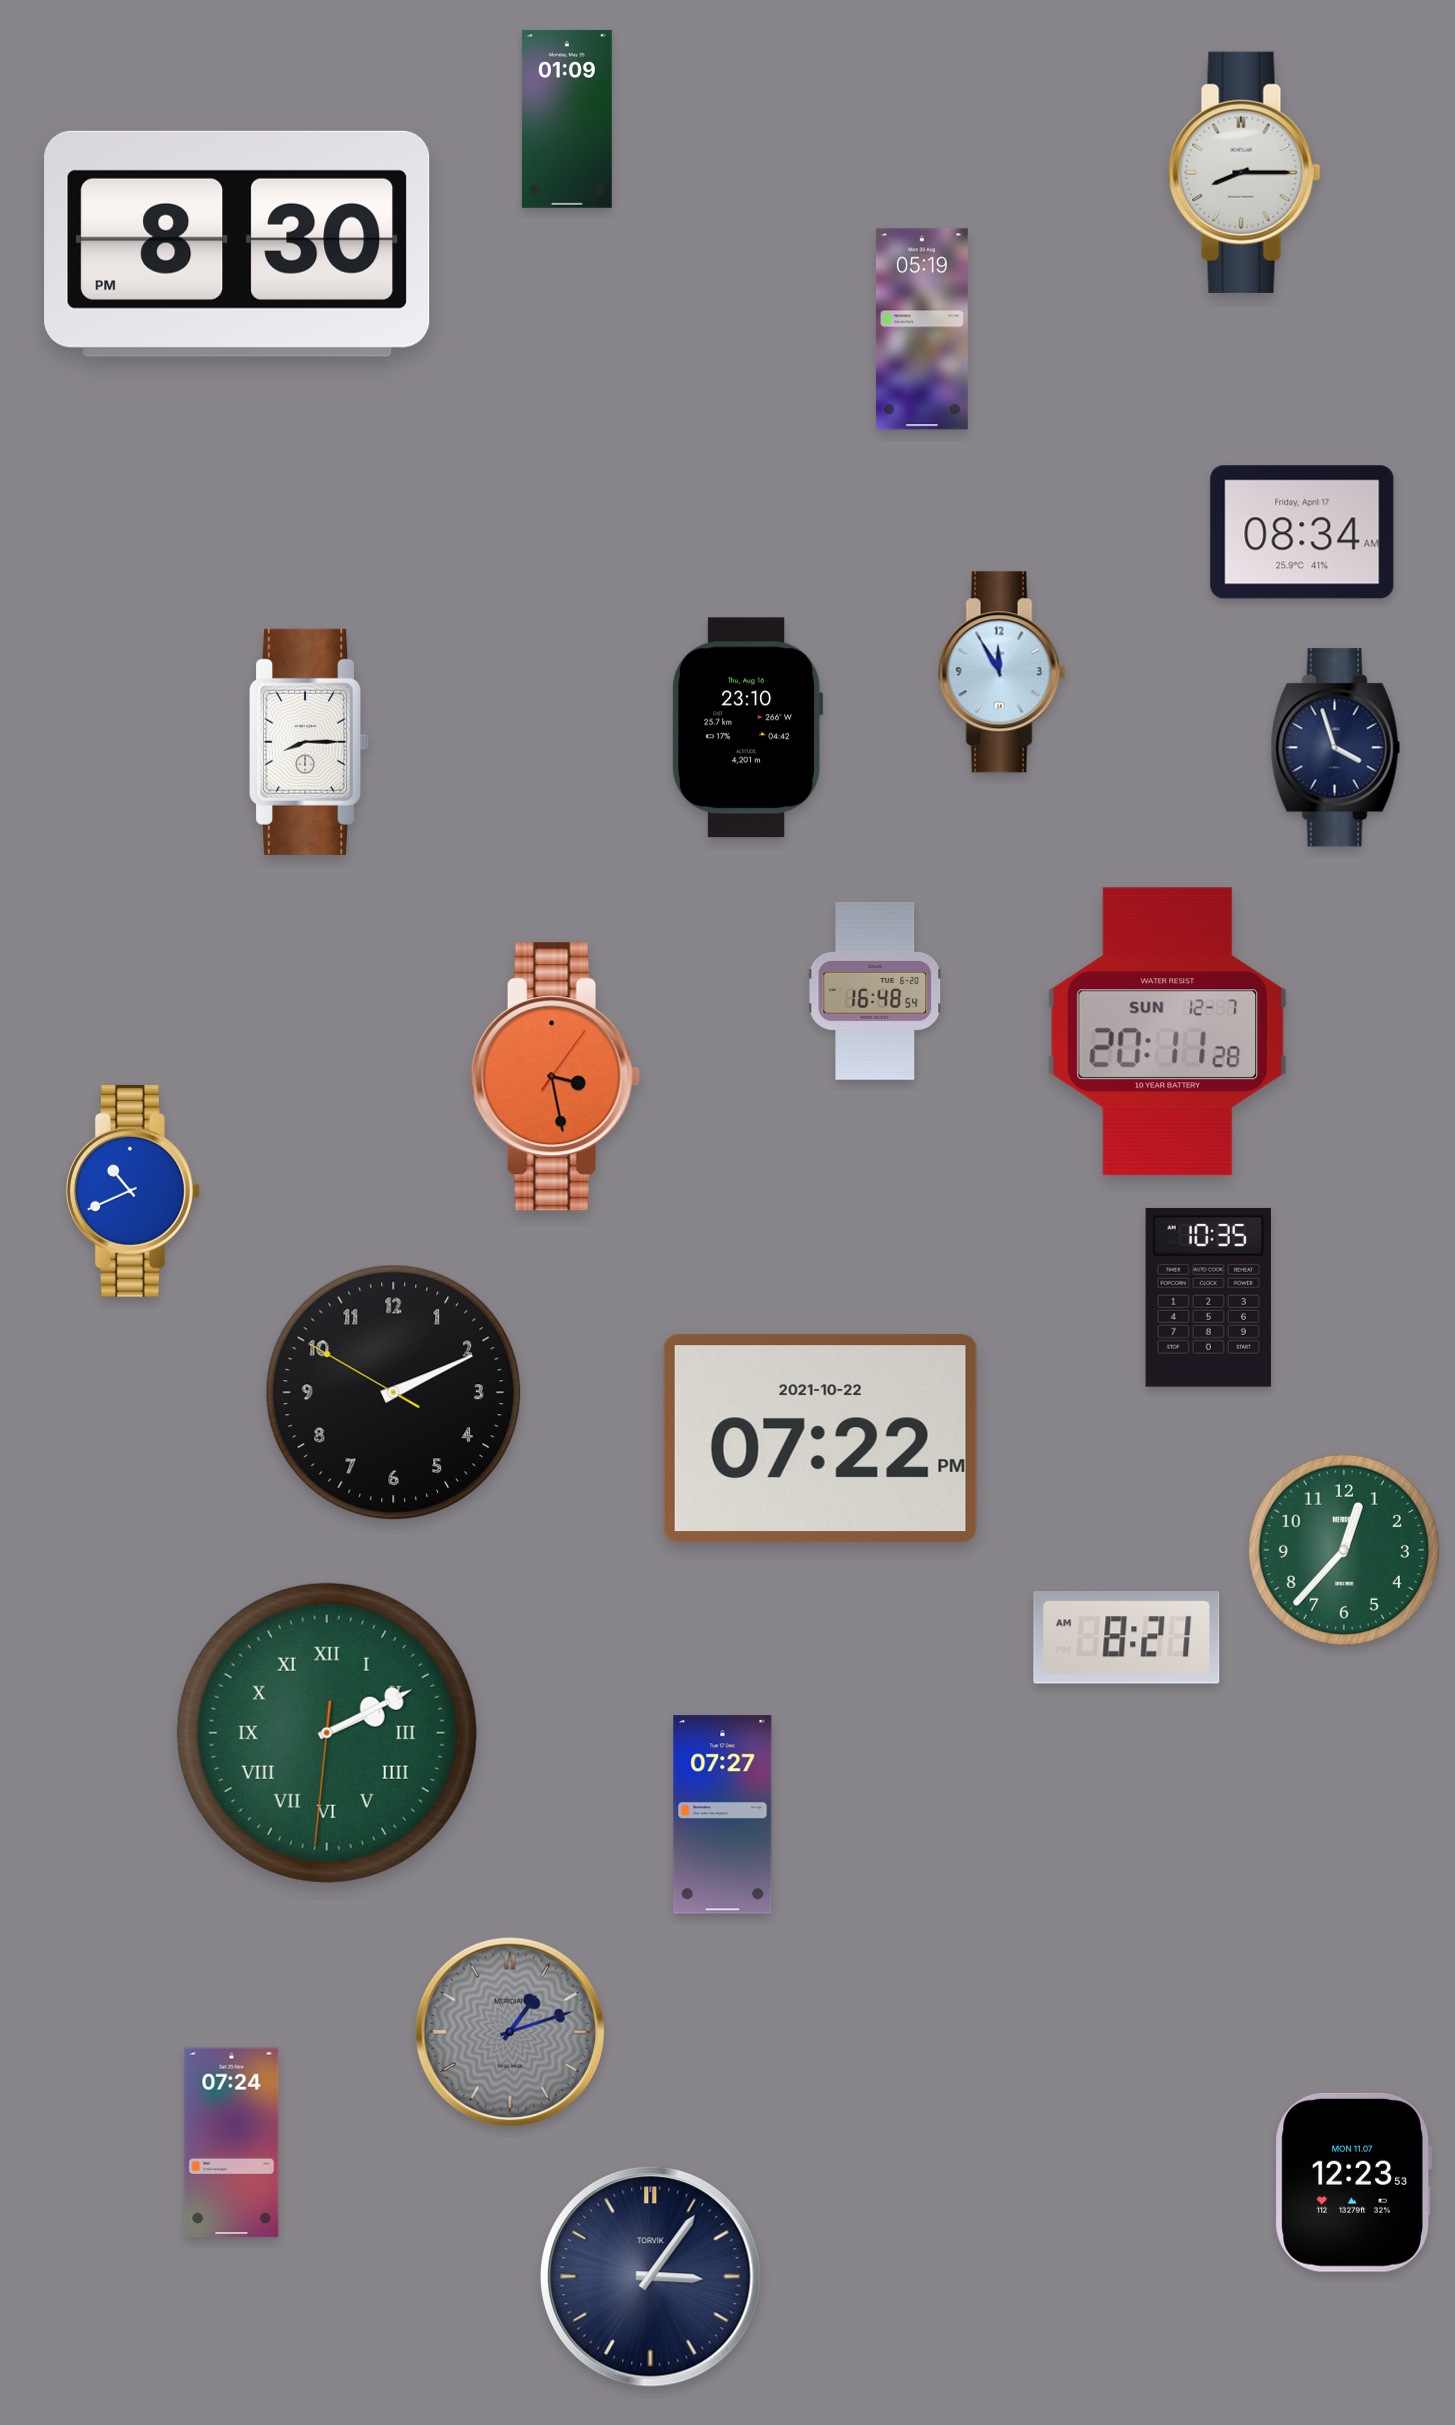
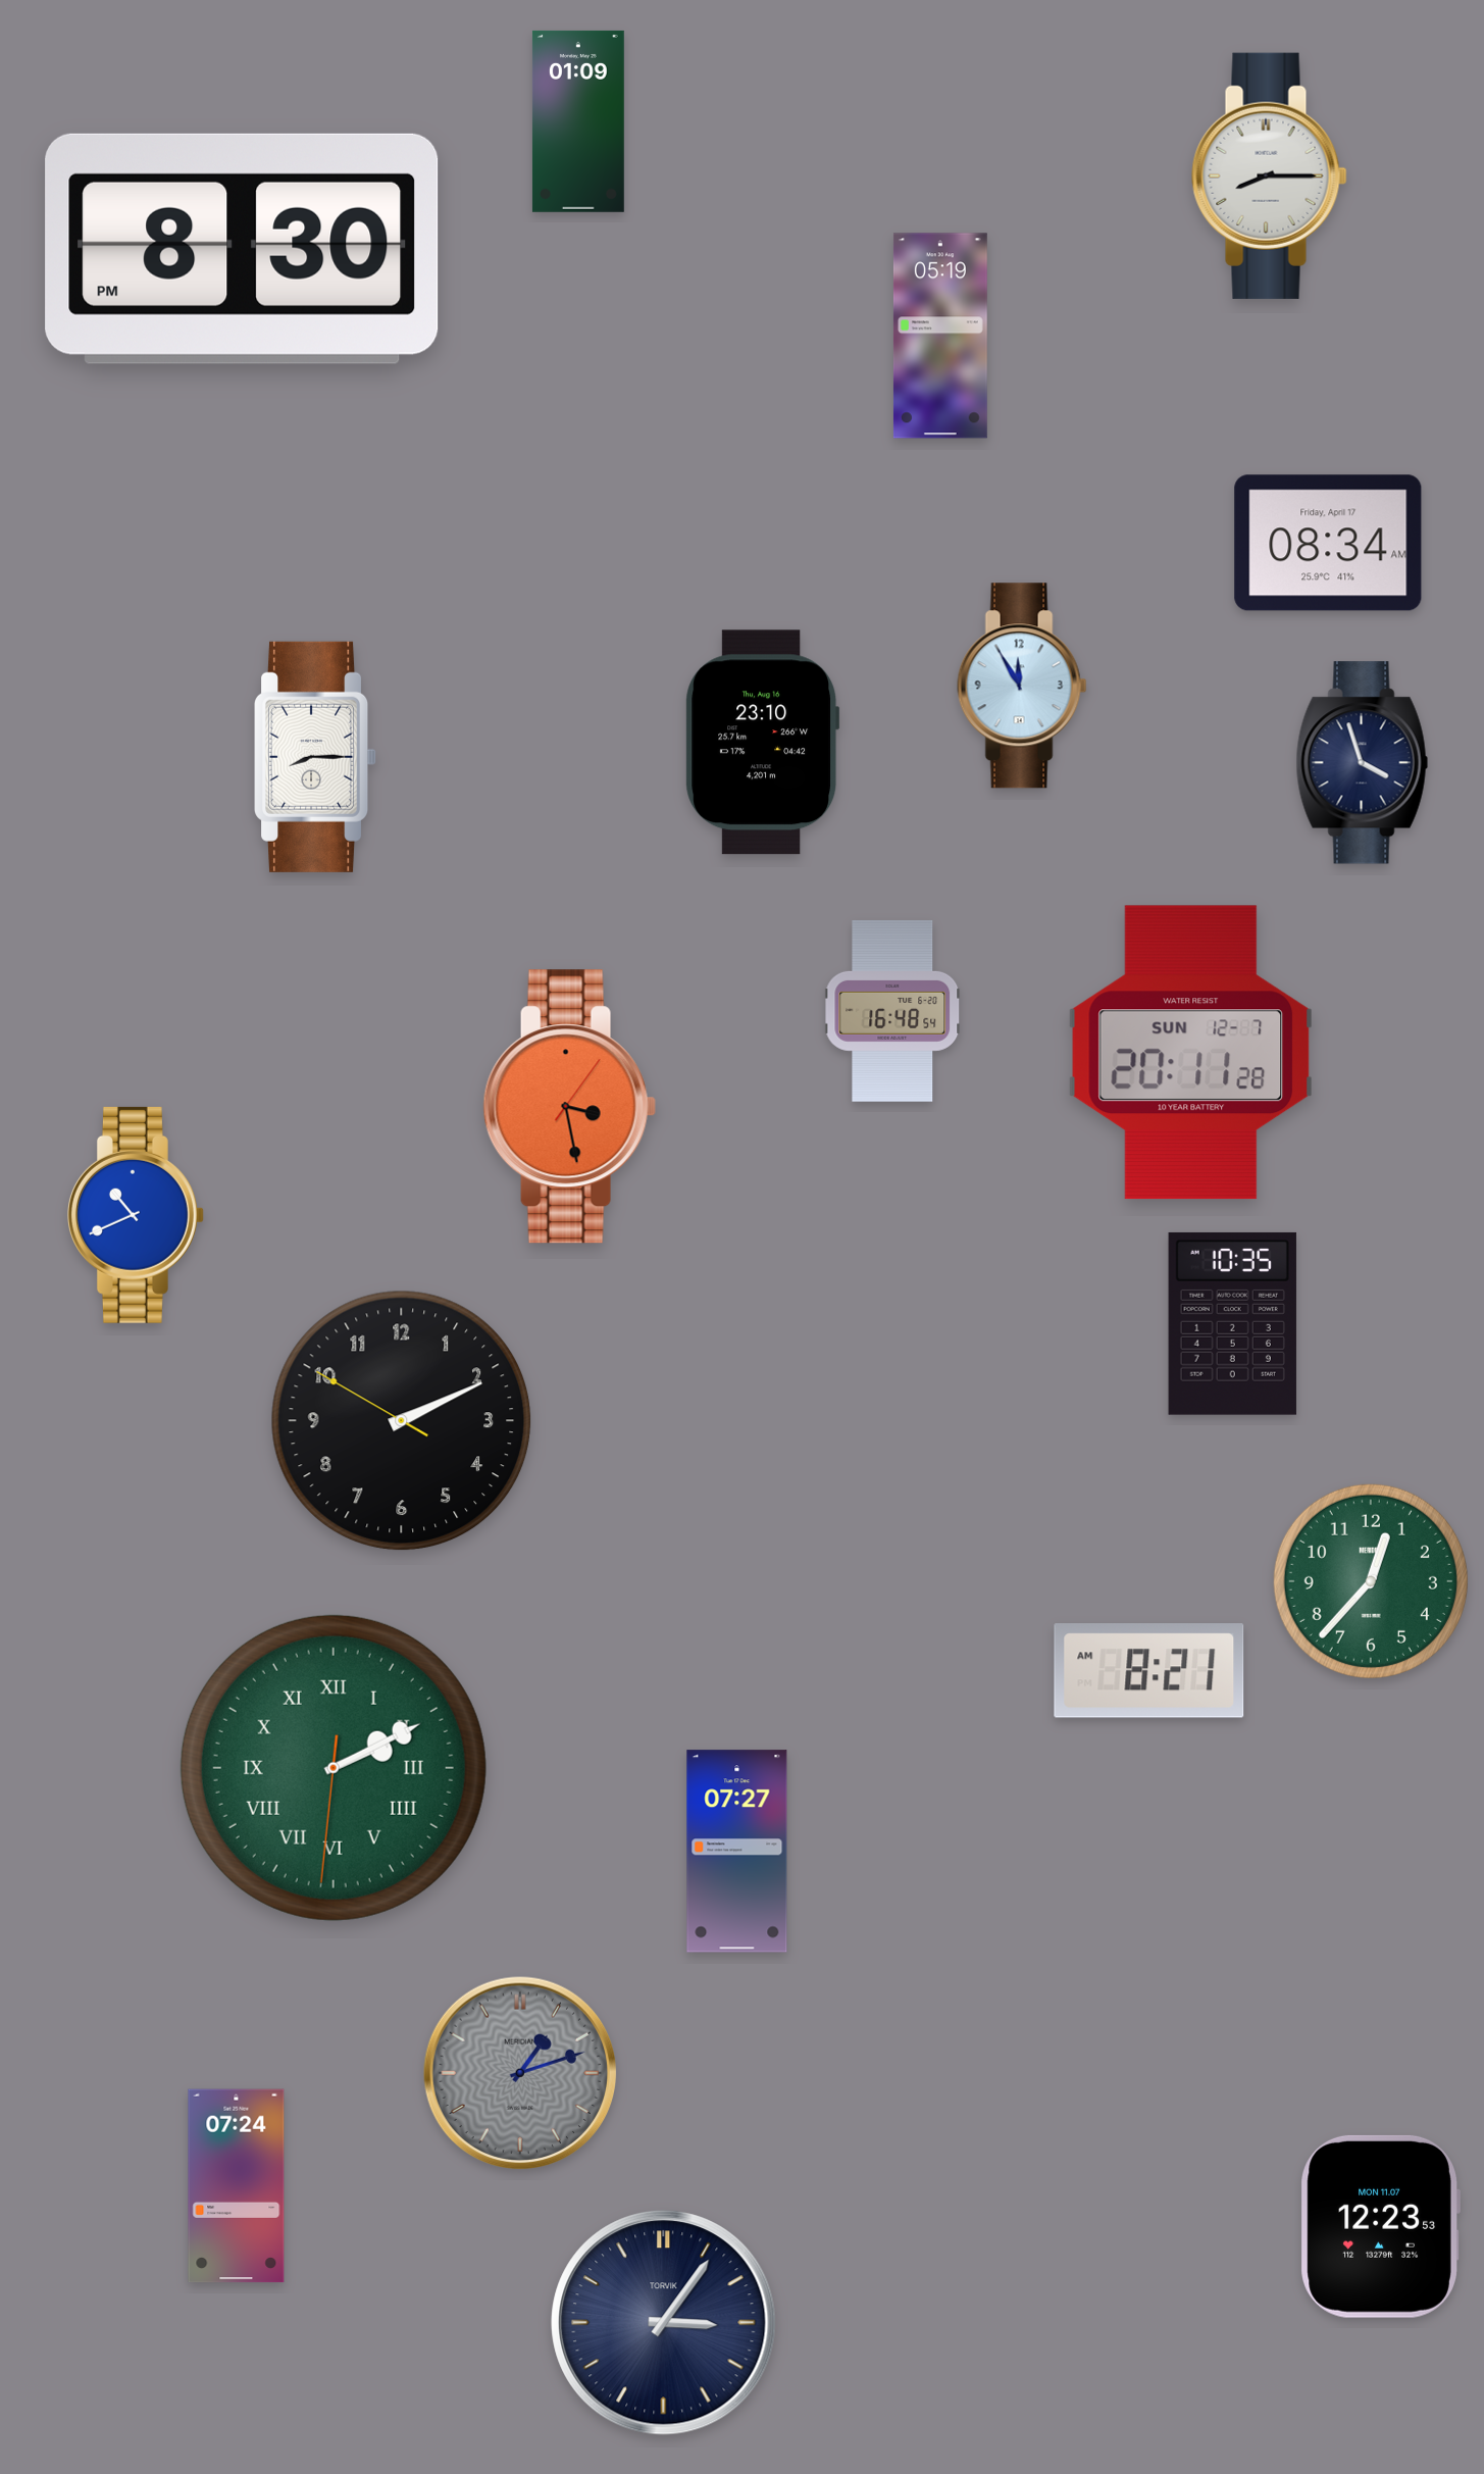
clock at (555, 1077) position: (555, 1077) -> (569, 1107)
clock at (820, 1439): 07:22 -> none
